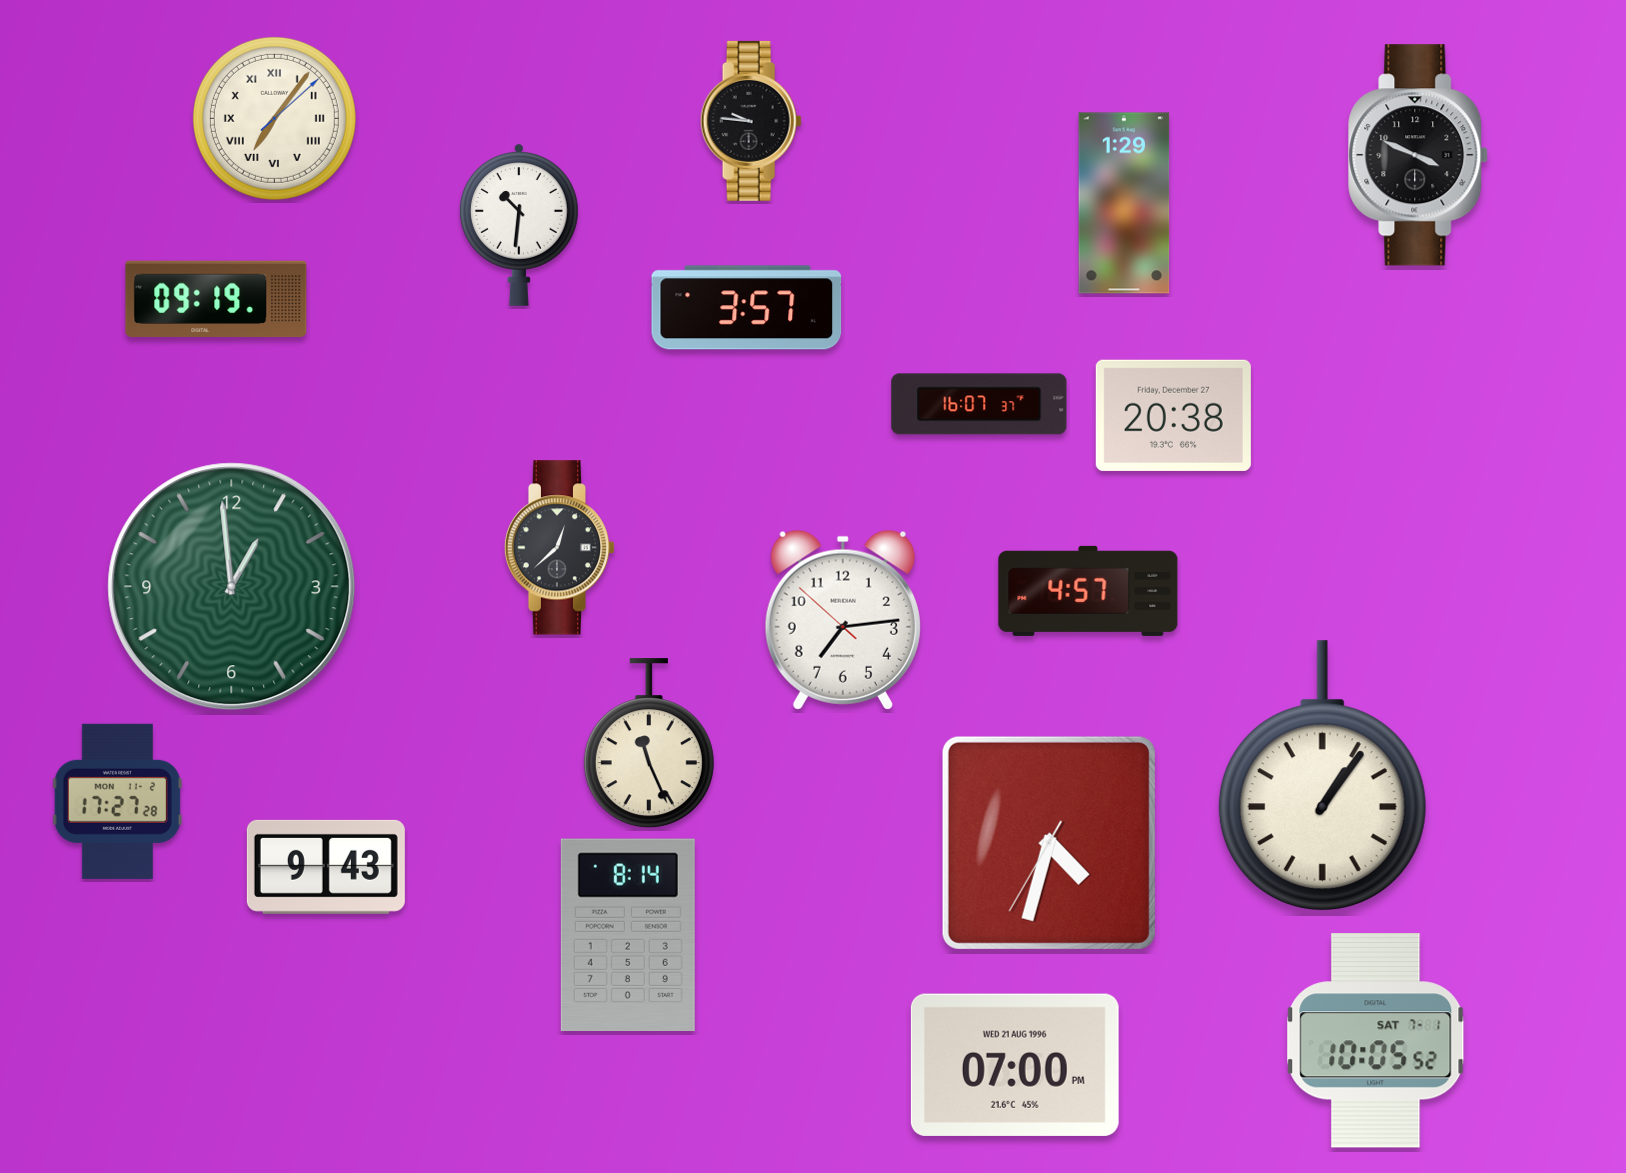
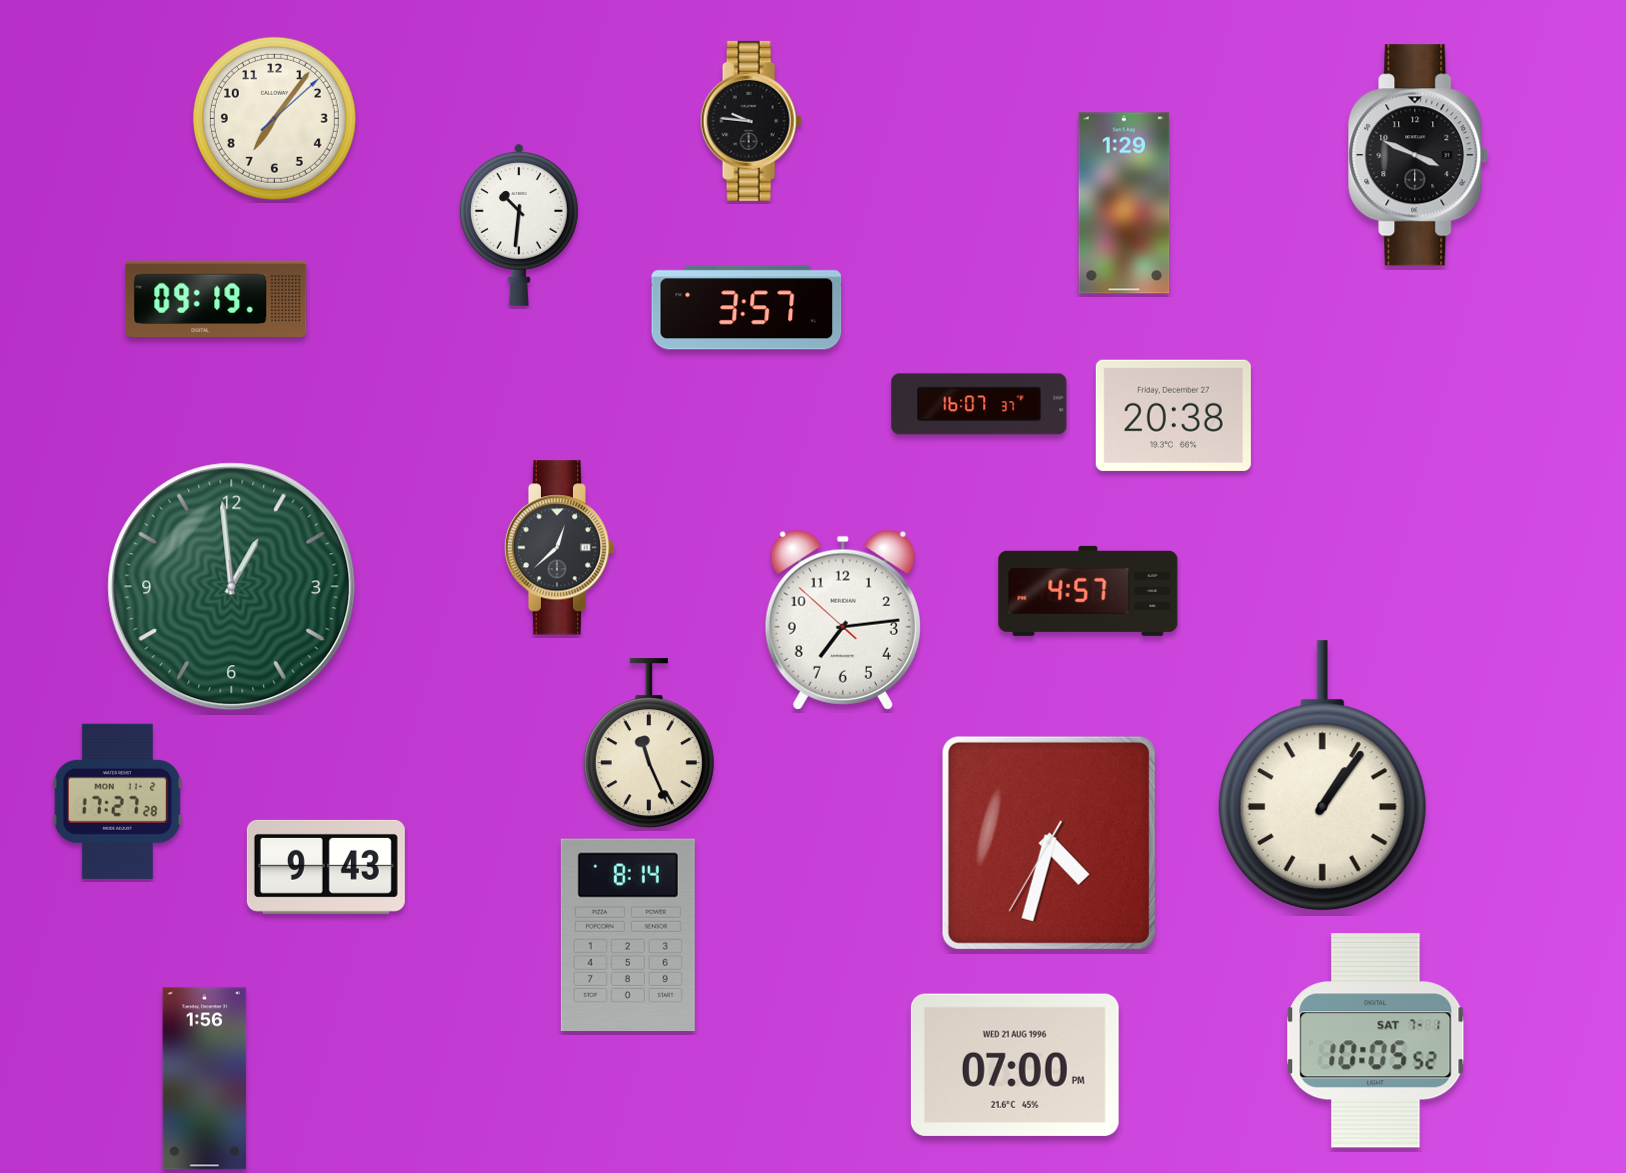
clock at (274, 118) numerals: Roman -> Arabic
clock at (205, 1079): none -> 1:56
